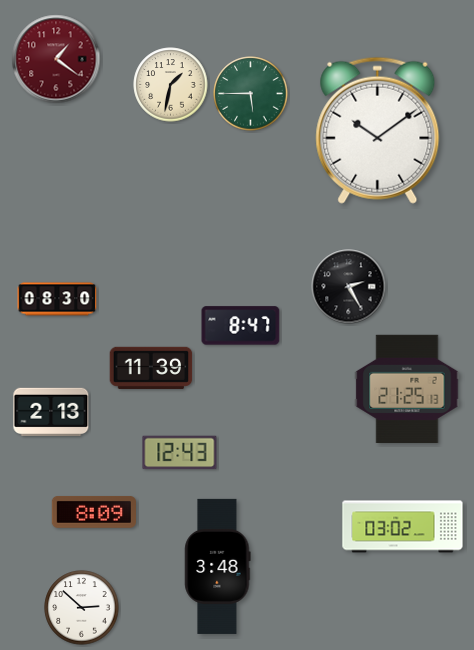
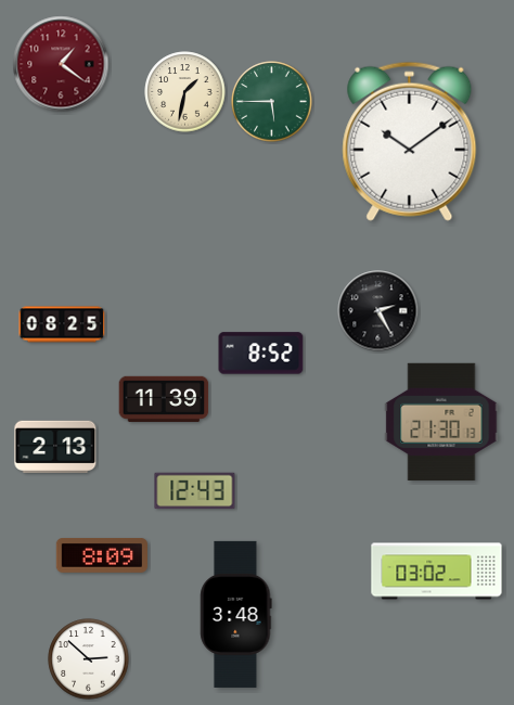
clock at (57, 299): 08:30 -> 08:25
clock at (241, 326): 8:47 -> 8:52
clock at (407, 388): 21:25 -> 21:30
